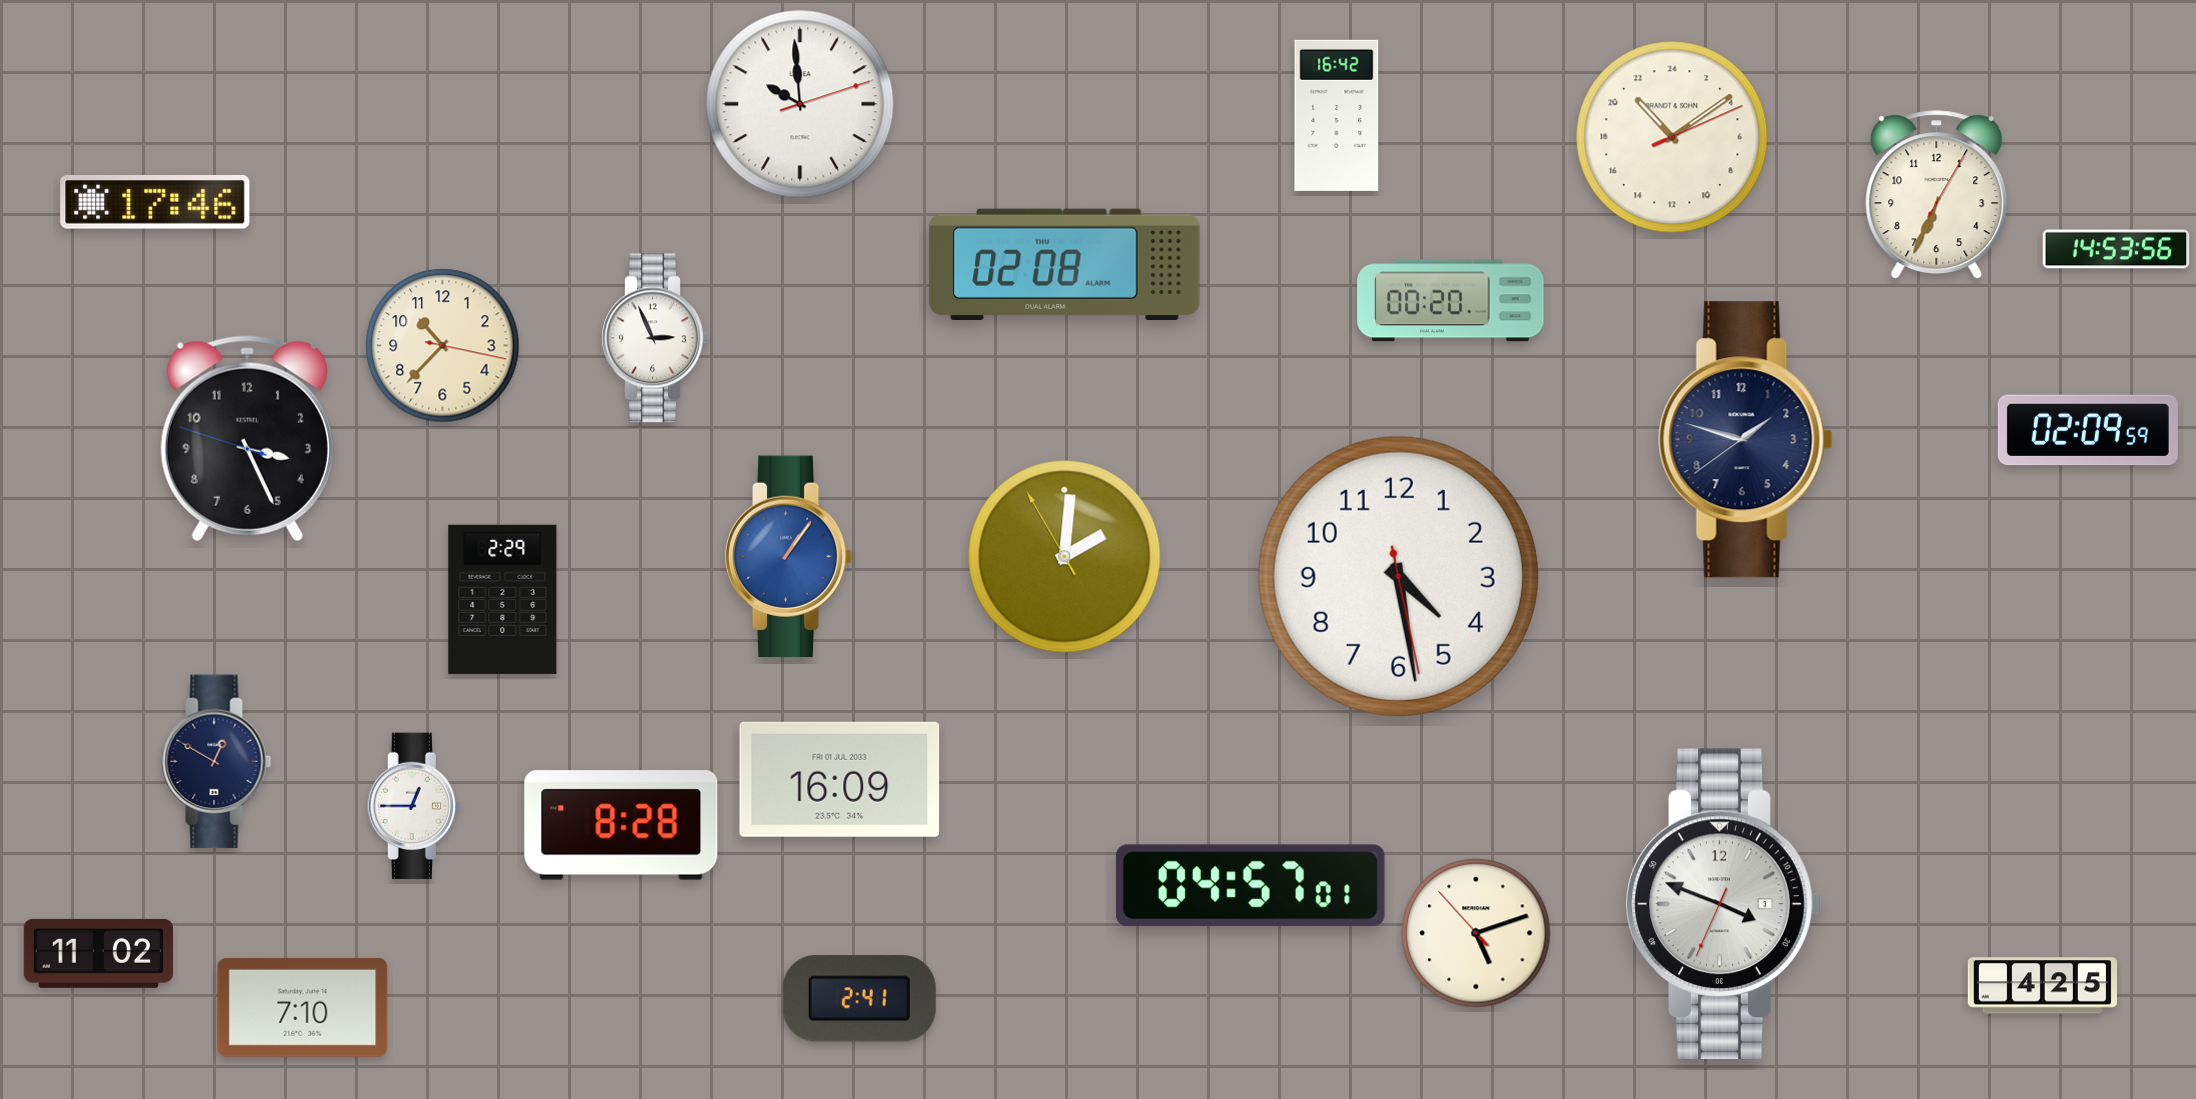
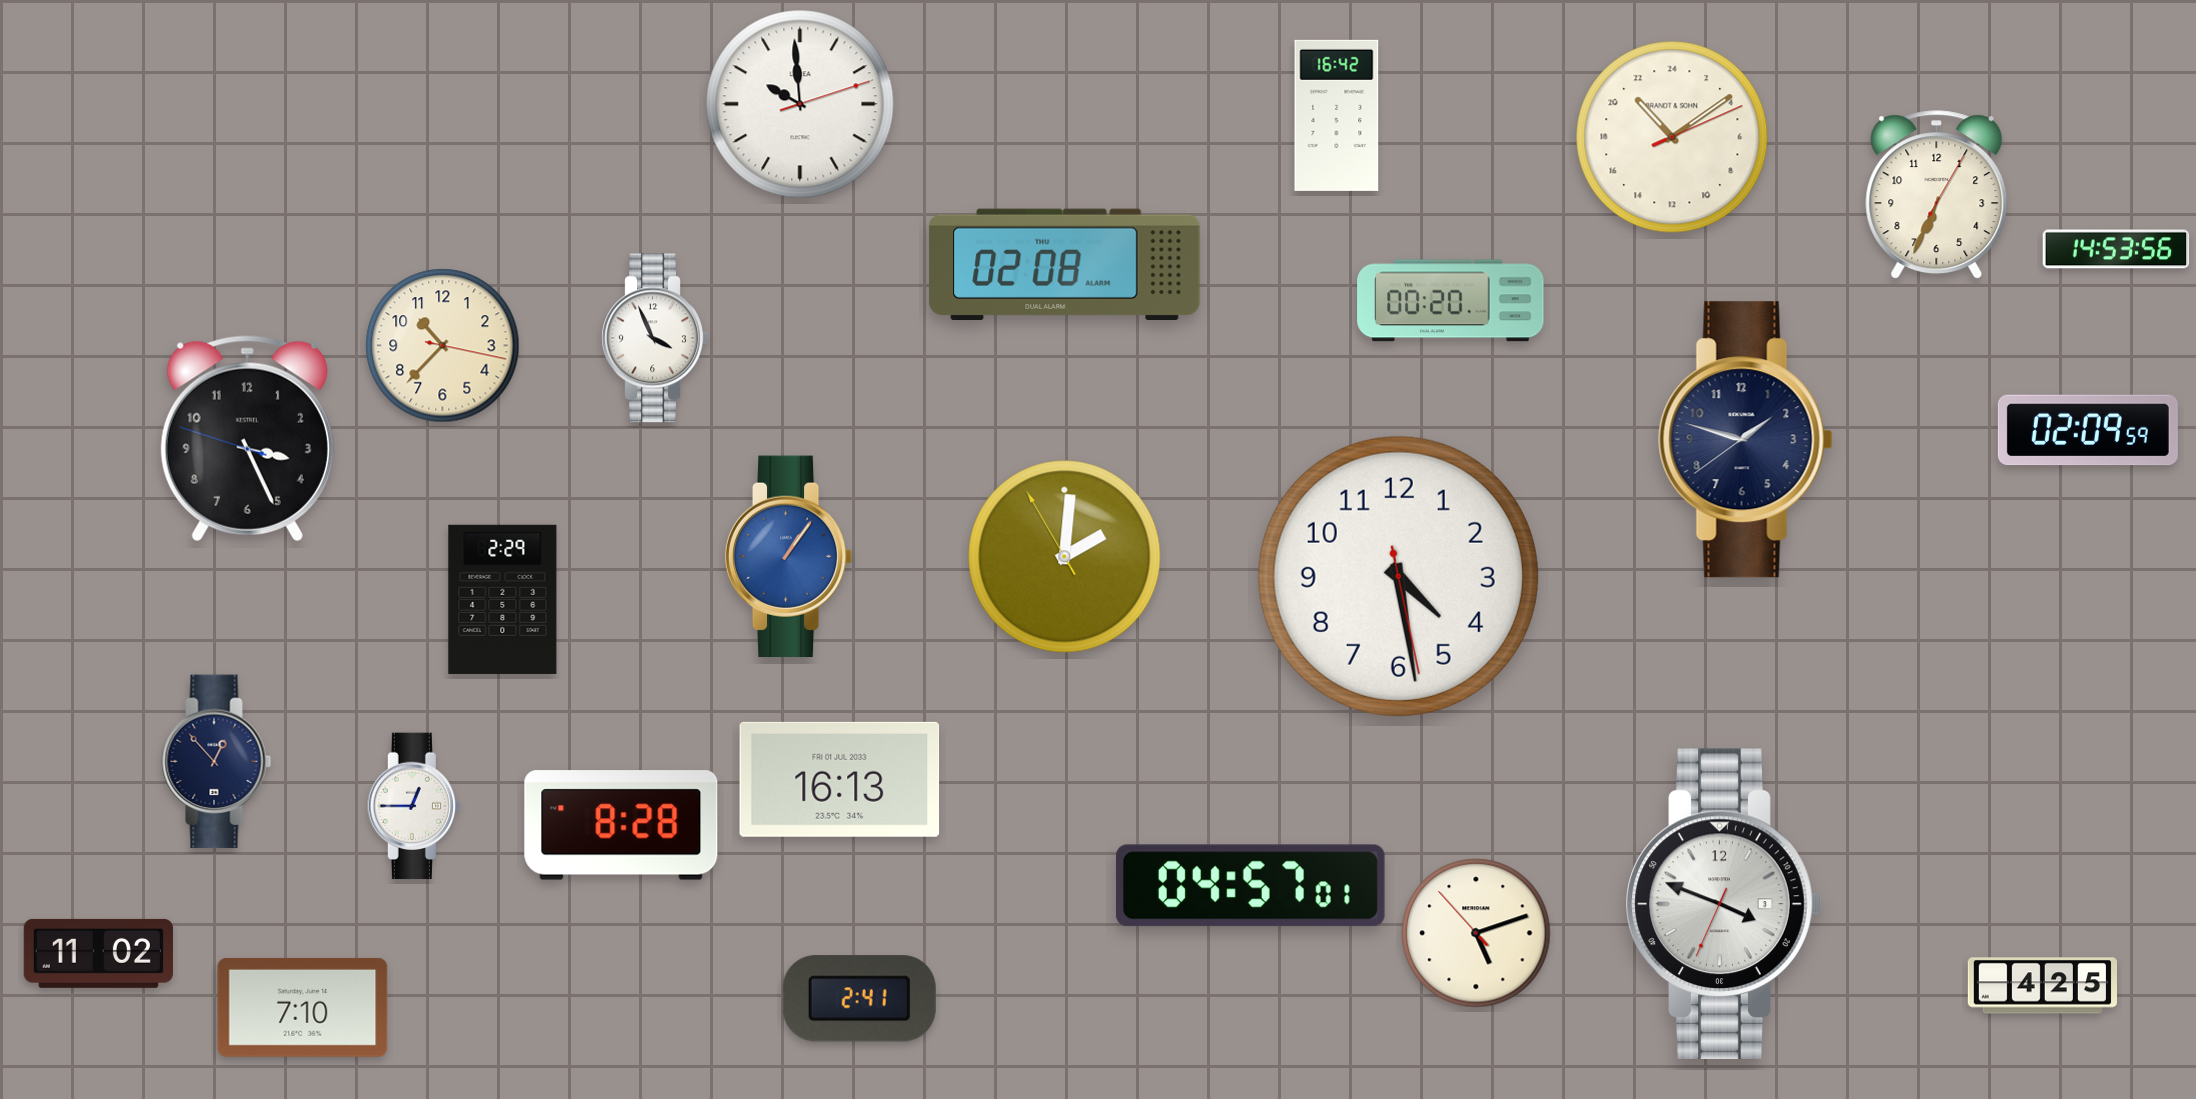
clock at (155, 203): 17:46 -> none
clock at (655, 338): 2:56 -> 3:56
clock at (217, 762): 12:50 -> 12:53
clock at (840, 779): 16:09 -> 16:13
